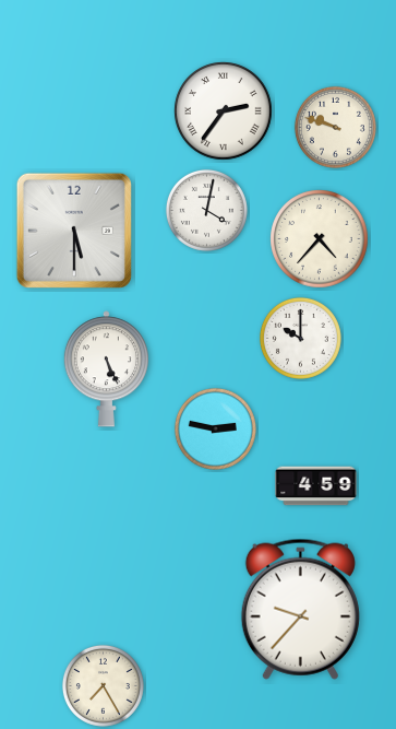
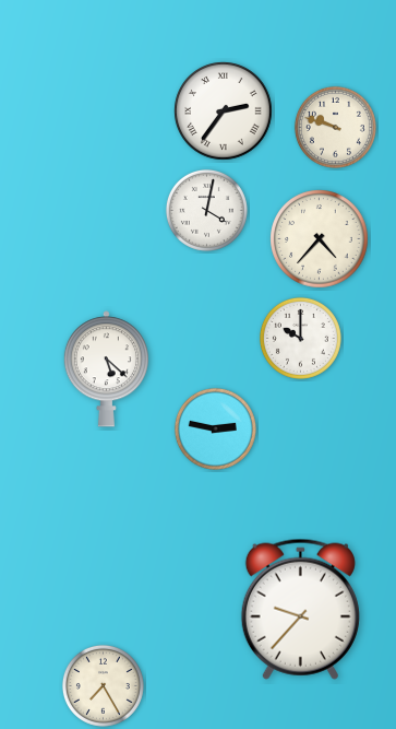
clock at (74, 231): 5:30 -> none
clock at (106, 369): 5:26 -> 5:22
clock at (316, 486): 4:59 -> none
